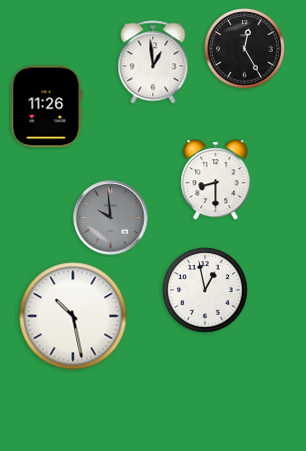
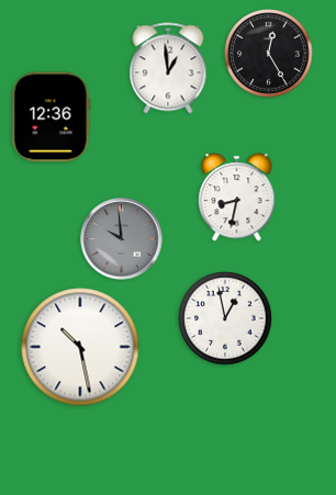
clock at (47, 107): 11:26 -> 12:36
clock at (216, 180): 8:30 -> 8:32
